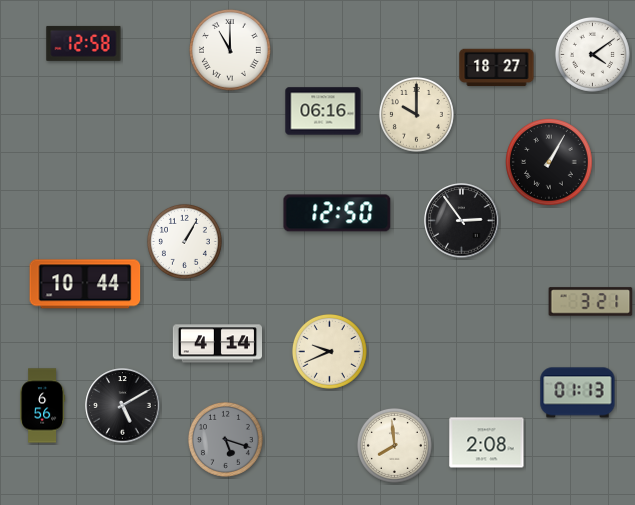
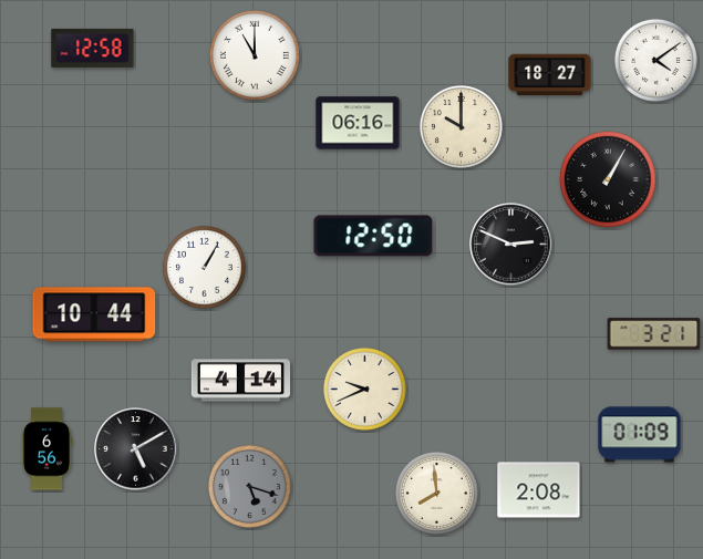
clock at (462, 221): 2:54 -> 2:49
clock at (578, 393): 01:13 -> 01:09
